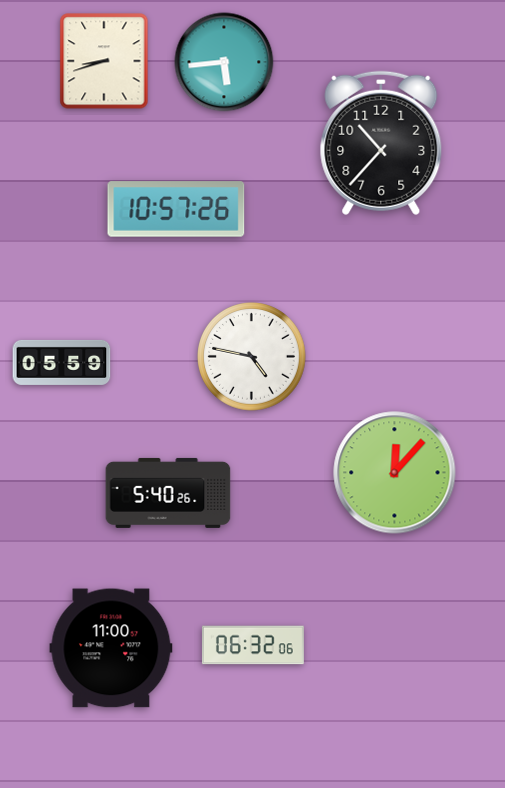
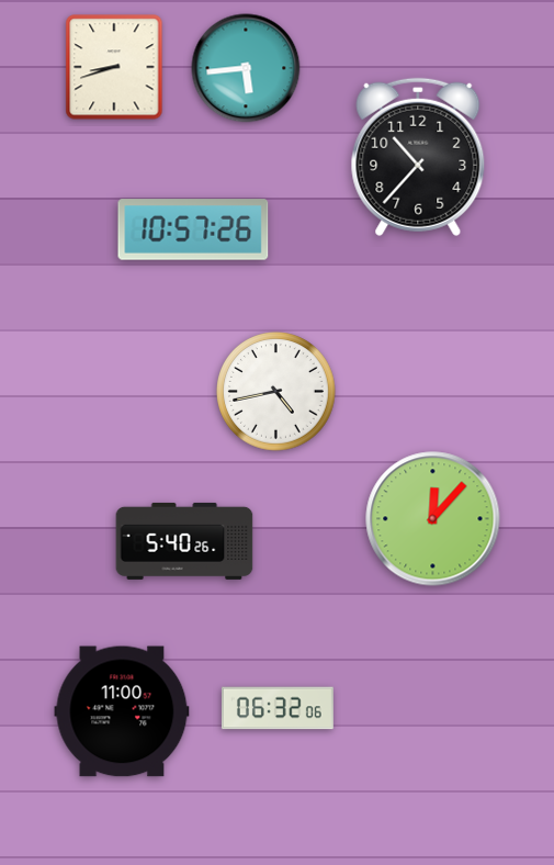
clock at (252, 357): 4:47 -> 4:43
clock at (62, 362): 05:59 -> none
